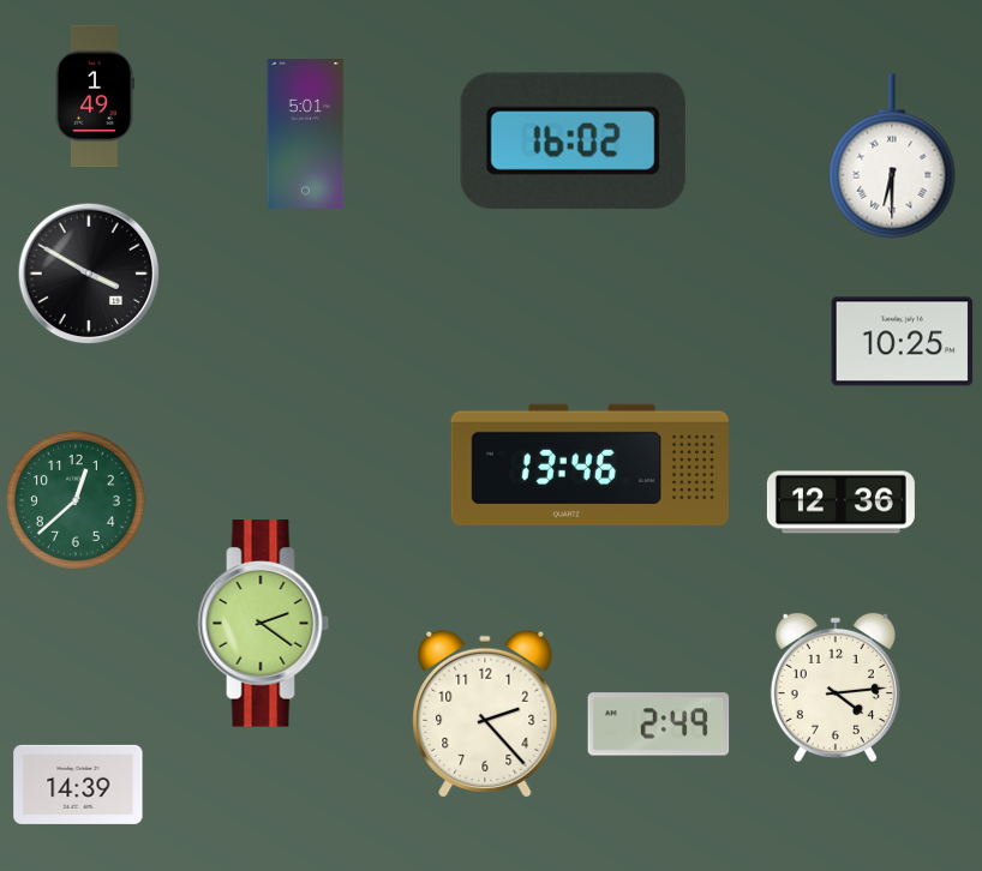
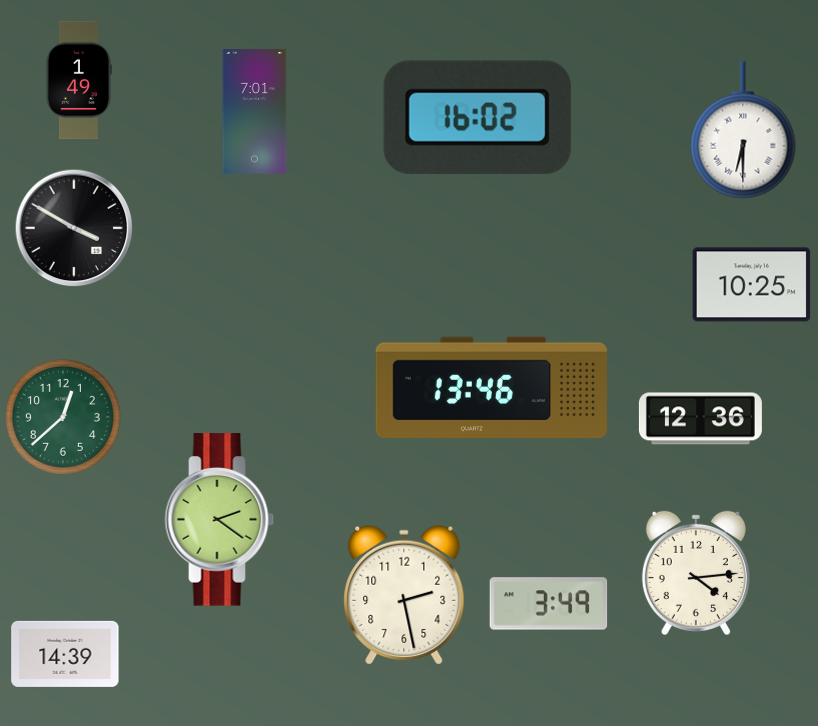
clock at (306, 134): 5:01 -> 7:01
clock at (485, 714): 2:23 -> 2:28
clock at (659, 725): 2:49 -> 3:49
